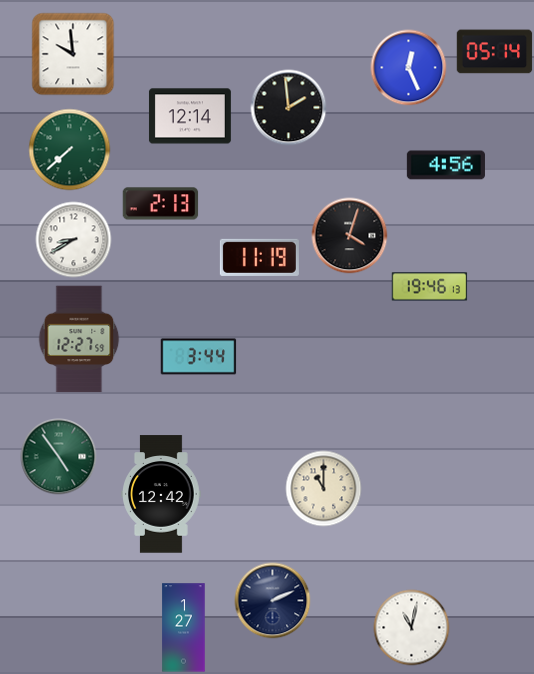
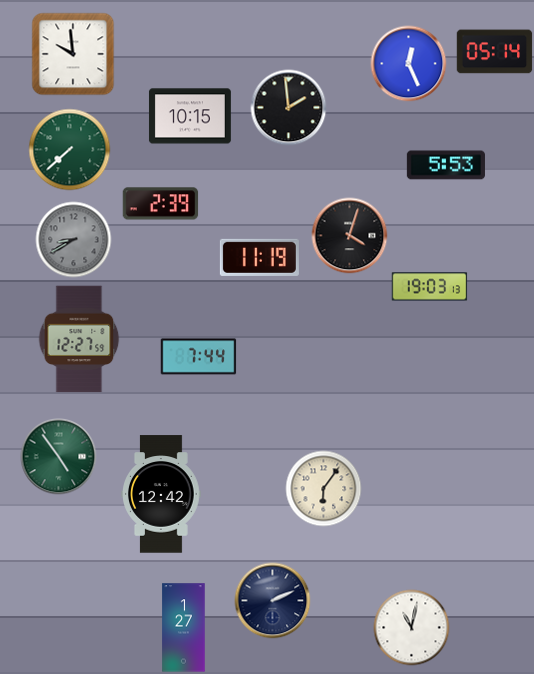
clock at (409, 68) position: (409, 68) -> (409, 64)
clock at (190, 116): 12:14 -> 10:15
clock at (446, 165): 4:56 -> 5:53
clock at (161, 204): 2:13 -> 2:39
clock at (74, 240) dial: white -> grey
clock at (430, 287): 19:46 -> 19:03
clock at (199, 357): 3:44 -> 7:44
clock at (324, 489): 11:00 -> 6:06
